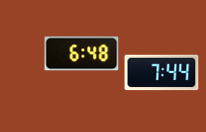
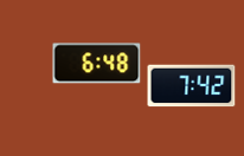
clock at (162, 73): 7:44 -> 7:42
